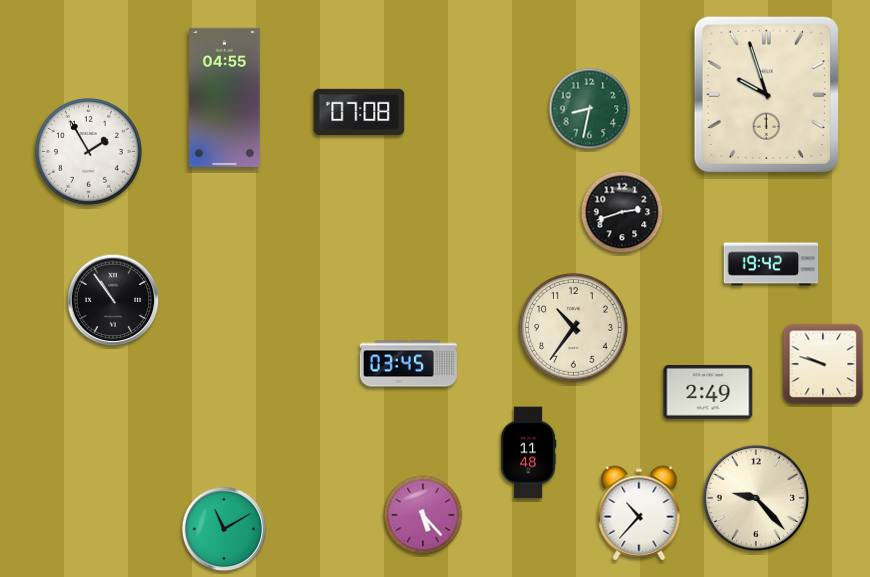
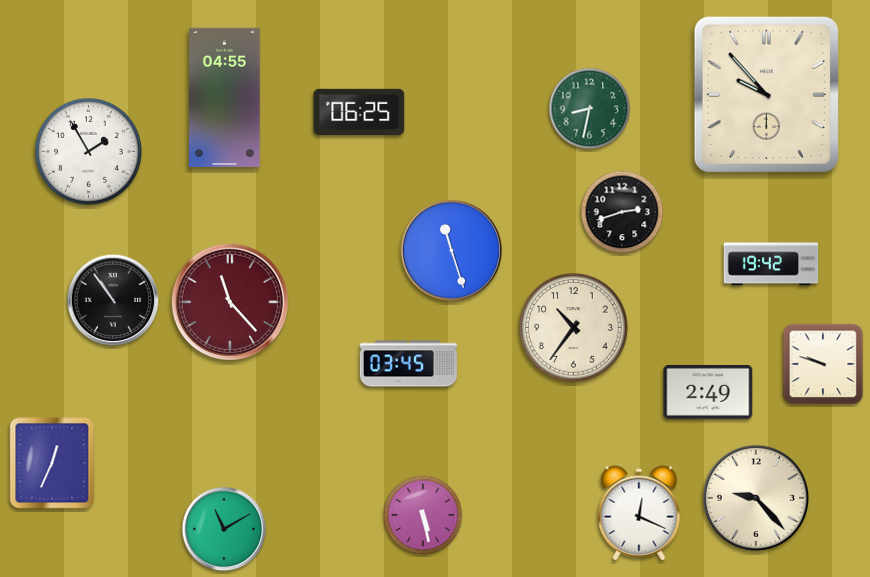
clock at (766, 94): 9:57 -> 9:53
clock at (359, 111): 07:08 -> 06:25
clock at (451, 250): none -> 11:27
clock at (230, 302): none -> 11:23
clock at (528, 453): 11:48 -> none
clock at (52, 463): none -> 12:34
clock at (639, 513): 10:37 -> 12:19
clock at (423, 515): 5:23 -> 5:28
